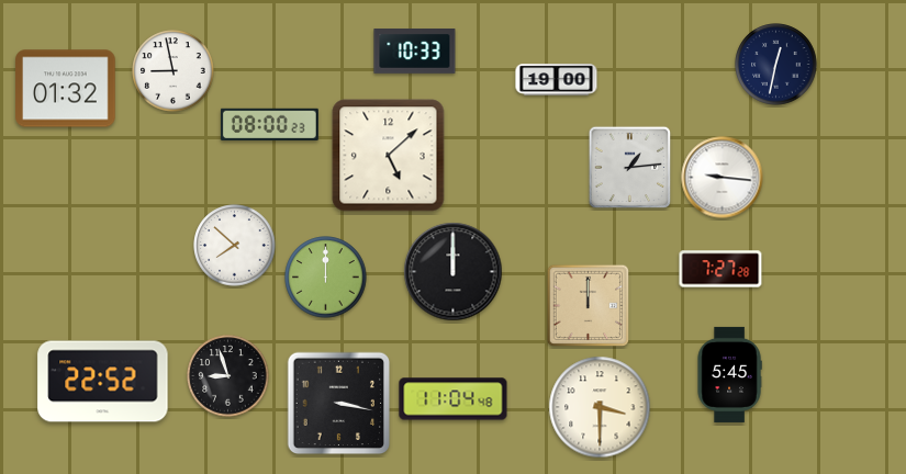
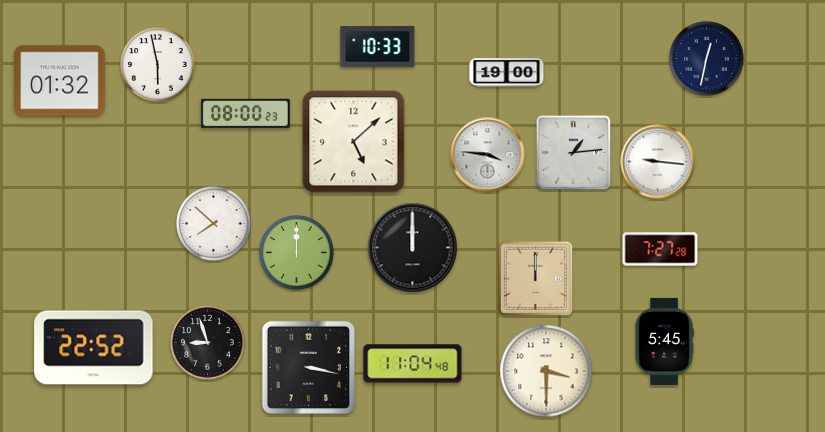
clock at (174, 71): 8:58 -> 5:58
clock at (488, 155): none -> 3:46
clock at (720, 269) position: (720, 269) -> (660, 249)
